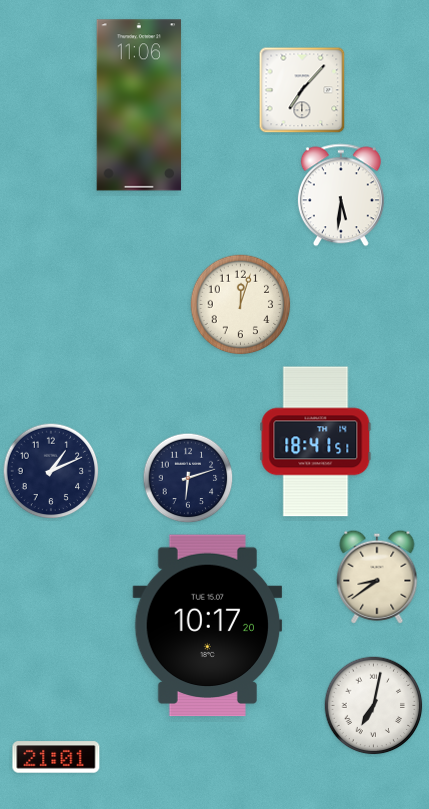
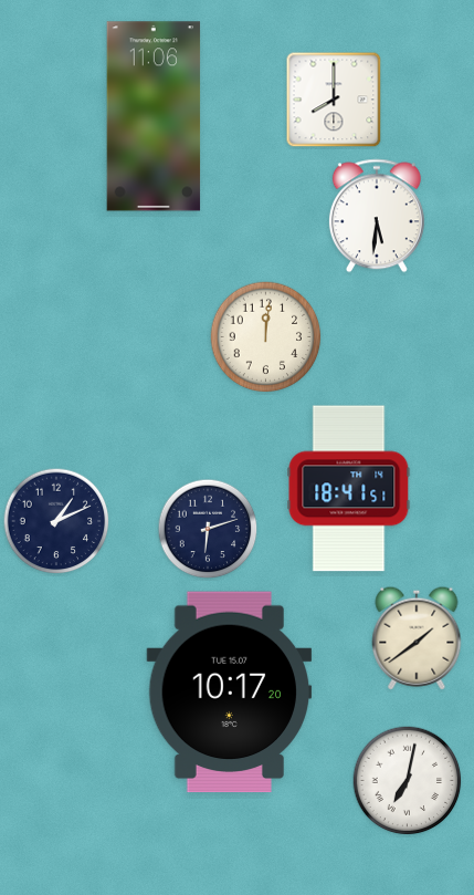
clock at (302, 90): 7:07 -> 8:00
clock at (241, 305): 12:03 -> 12:01
clock at (377, 577): 8:39 -> 1:39
clock at (374, 706) position: (374, 706) -> (408, 781)
clock at (56, 757): 21:01 -> none
